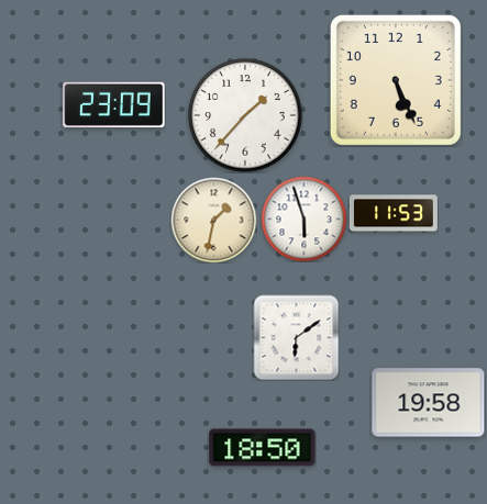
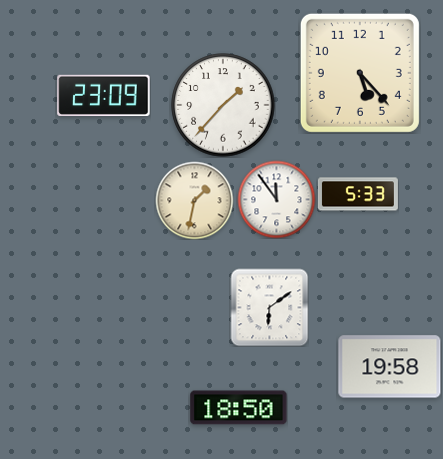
clock at (396, 80): 5:26 -> 5:23
clock at (394, 213): 11:53 -> 5:33
clock at (303, 219): 5:57 -> 11:54
